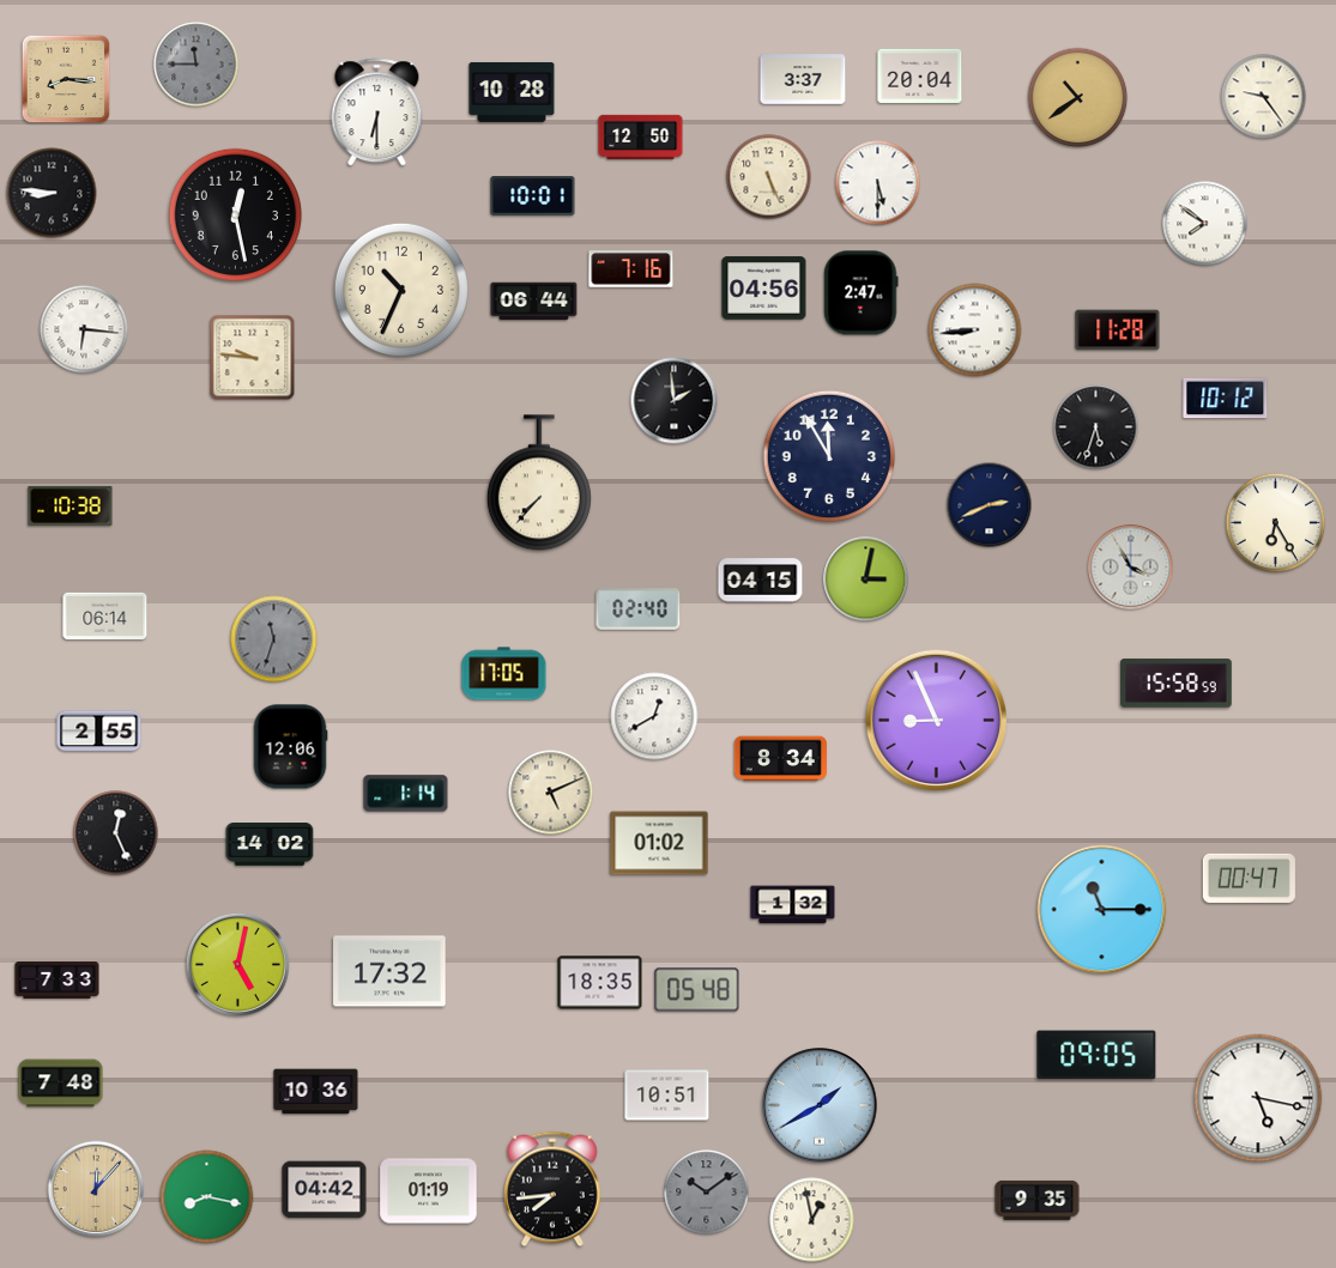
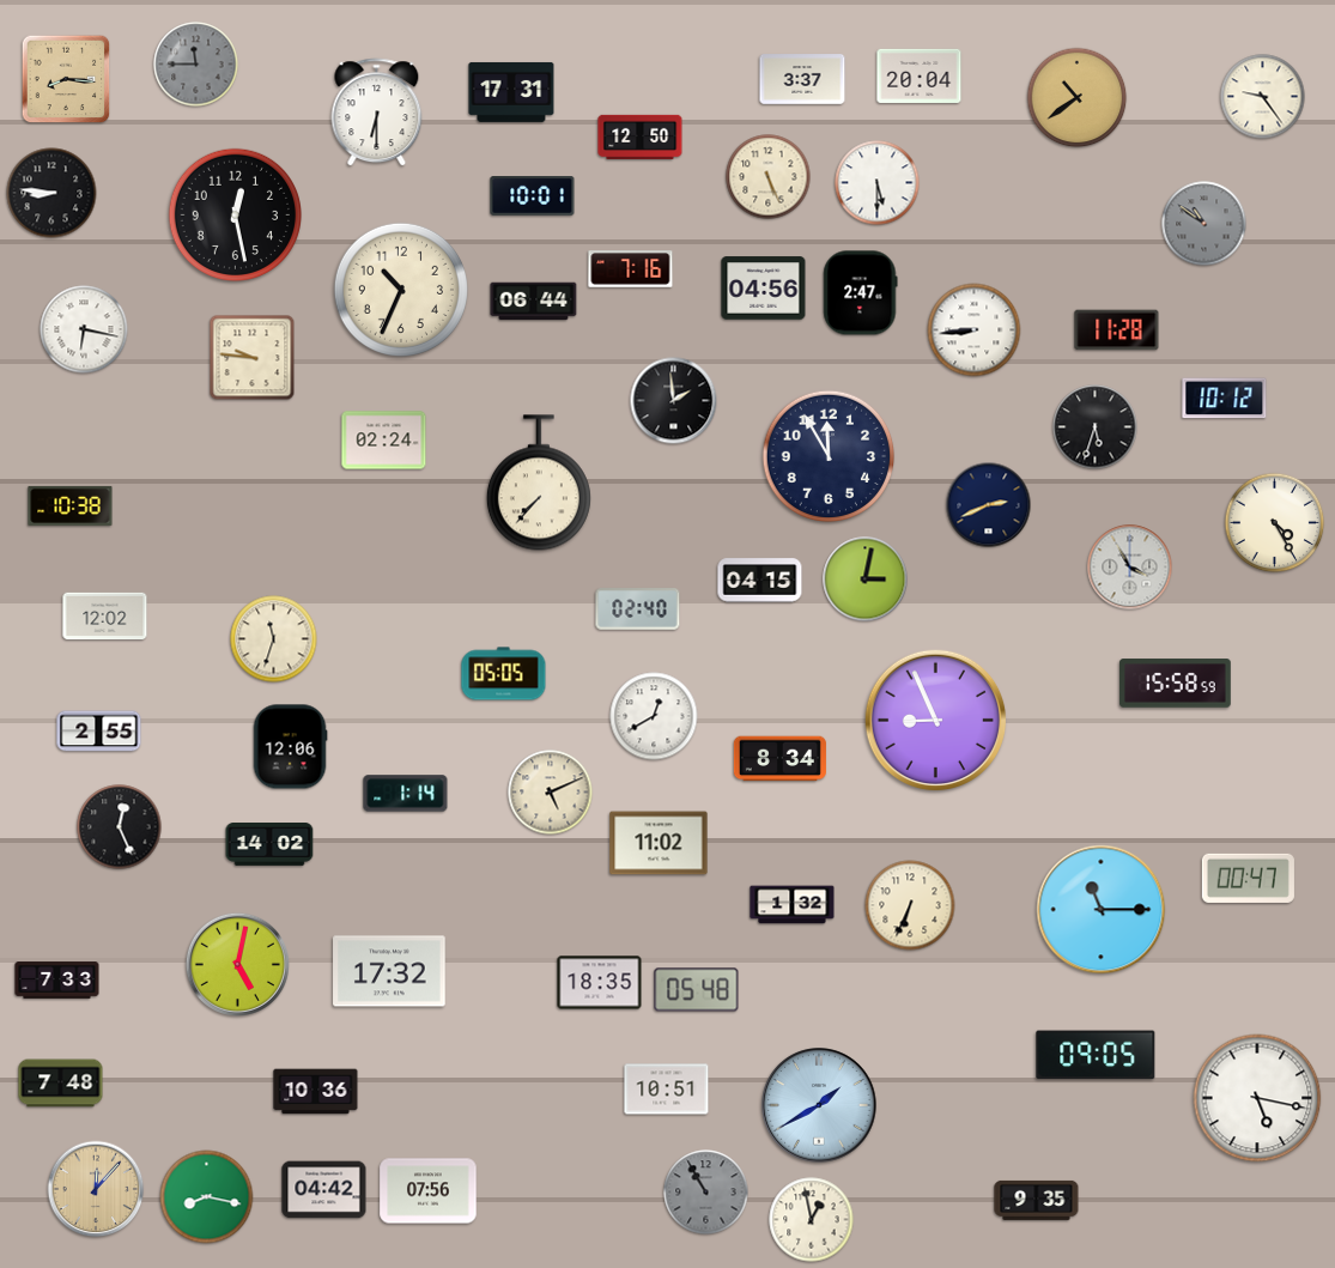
clock at (512, 92): 10:28 -> 17:31
clock at (1205, 224): 7:51 -> 10:51
clock at (1205, 224) dial: white -> grey
clock at (84, 329): 6:16 -> 6:17
clock at (384, 441): none -> 02:24
clock at (1276, 523): 6:25 -> 4:25
clock at (105, 617): 06:14 -> 12:02
clock at (274, 639) dial: grey -> cream
clock at (504, 674): 17:05 -> 05:05
clock at (116, 833) position: (116, 833) -> (120, 827)
clock at (659, 843): 01:02 -> 11:02
clock at (910, 905): none -> 6:34
clock at (667, 1096) position: (667, 1096) -> (667, 1090)
clock at (552, 1189): 7:44 -> none
clock at (429, 1191): 01:19 -> 07:56
clock at (707, 1193): 10:09 -> 10:55
